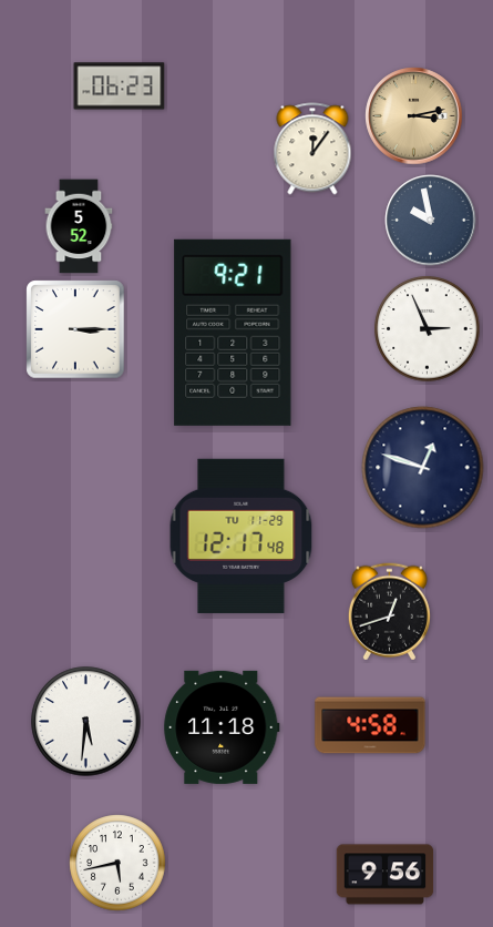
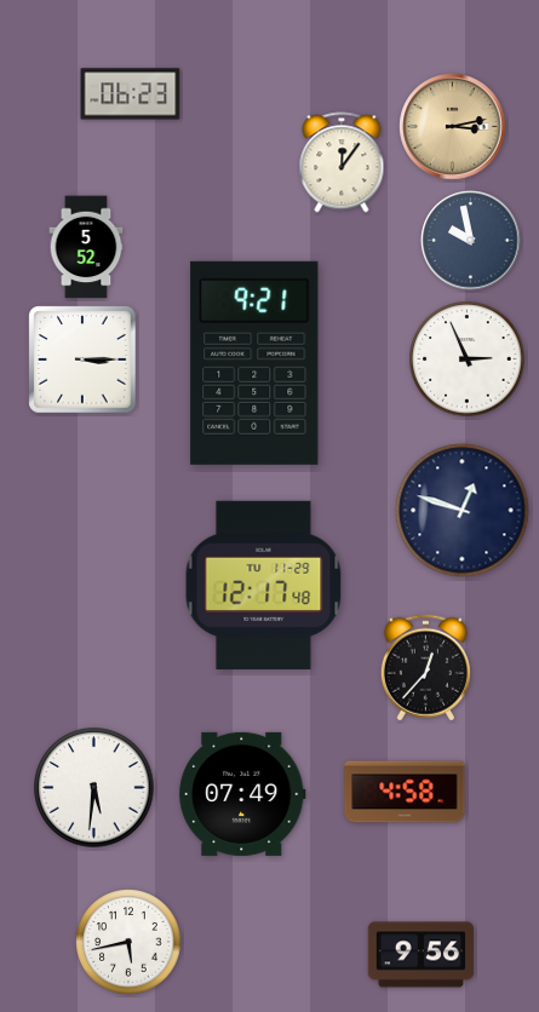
clock at (389, 612): 12:42 -> 12:37
clock at (222, 727): 11:18 -> 07:49
